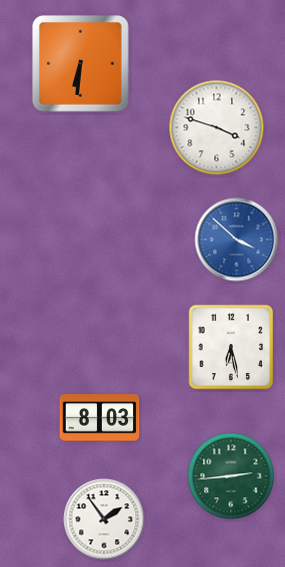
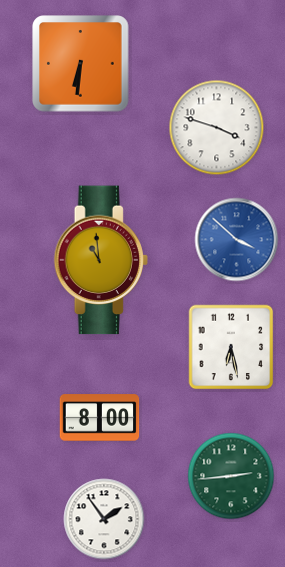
clock at (100, 260): none -> 10:59
clock at (100, 418): 8:03 -> 8:00
